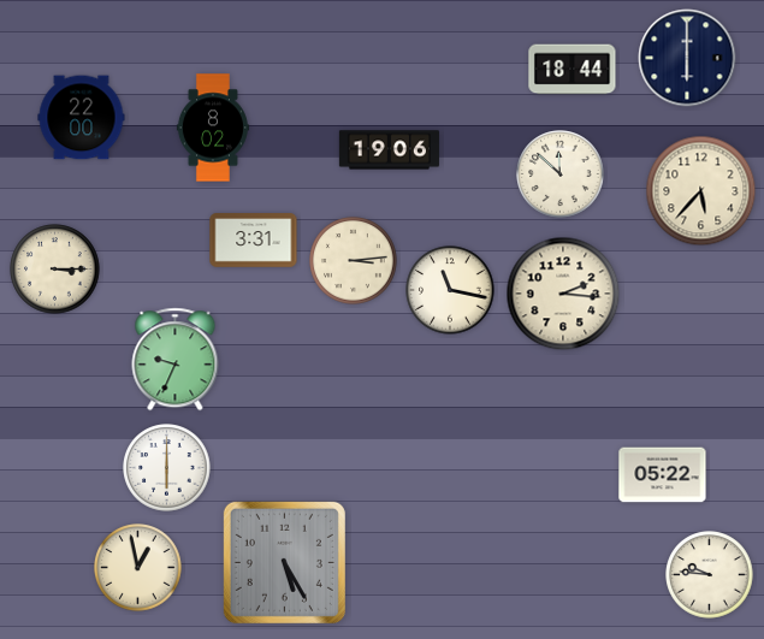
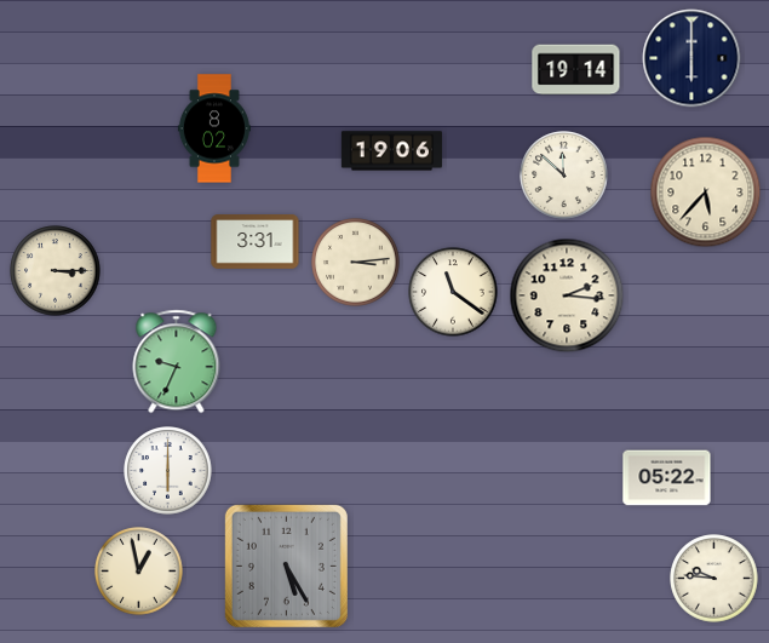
clock at (573, 70): 18:44 -> 19:14
clock at (82, 118): 22:00 -> none
clock at (450, 290): 11:17 -> 11:21
